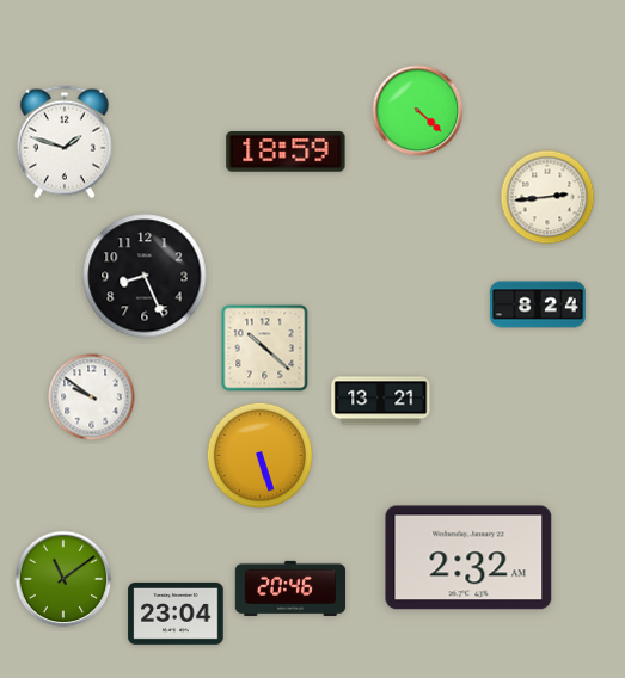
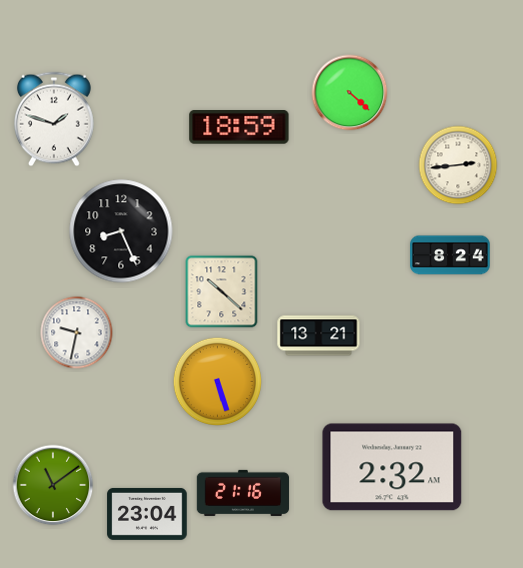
clock at (92, 397): 9:51 -> 9:32
clock at (290, 588): 20:46 -> 21:16
